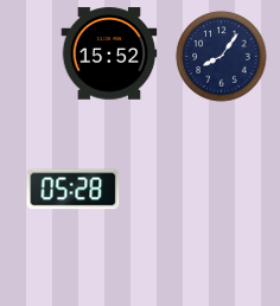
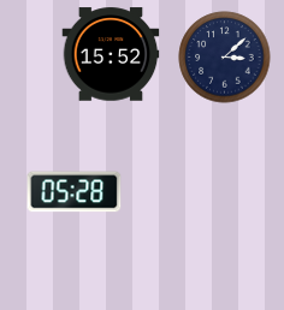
clock at (222, 57): 8:06 -> 3:08
